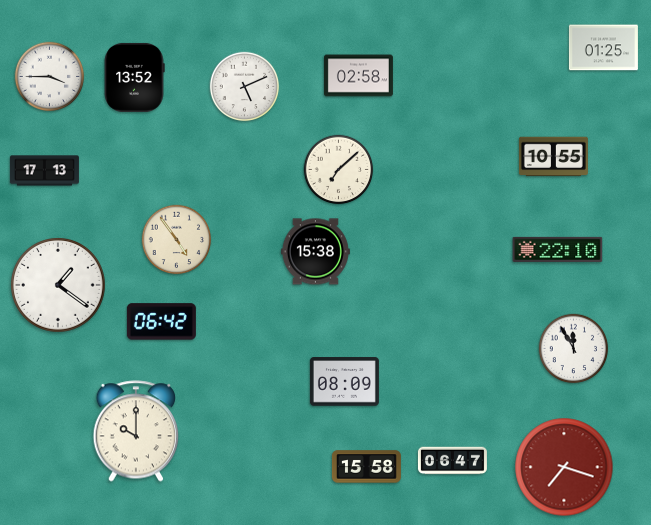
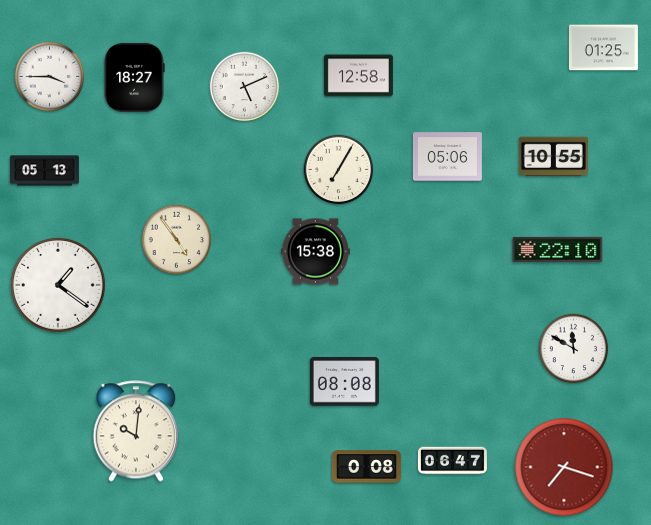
clock at (358, 76): 02:58 -> 12:58
clock at (134, 77): 13:52 -> 18:27
clock at (447, 157): none -> 05:06
clock at (339, 170): 7:08 -> 7:05
clock at (44, 171): 17:13 -> 05:13
clock at (161, 322): 06:42 -> none
clock at (574, 349): 11:55 -> 11:50
clock at (344, 382): 08:09 -> 08:08
clock at (136, 431): 10:00 -> 10:01
clock at (366, 467): 15:58 -> 0:08
